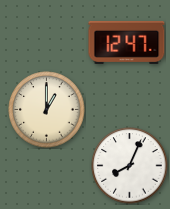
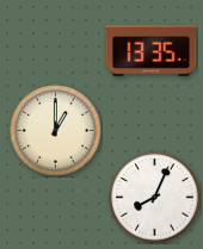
clock at (127, 42): 12:47 -> 13:35
